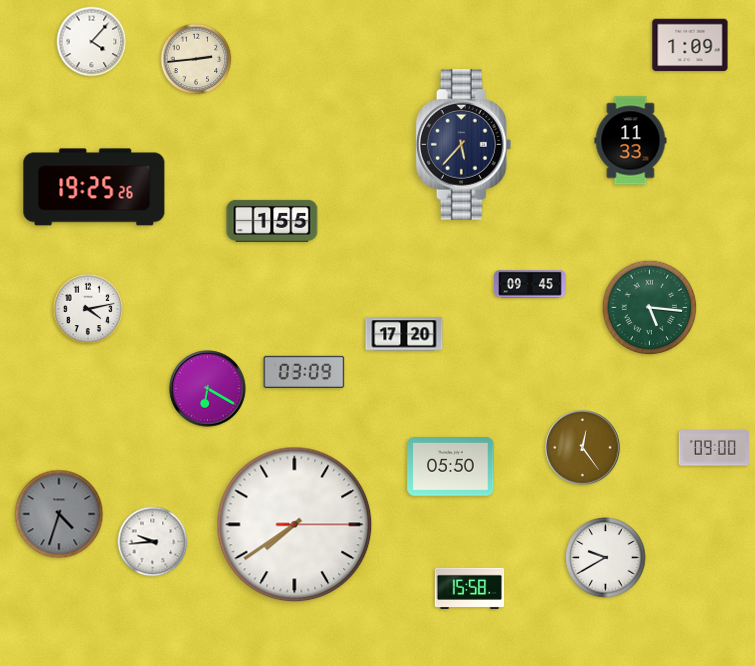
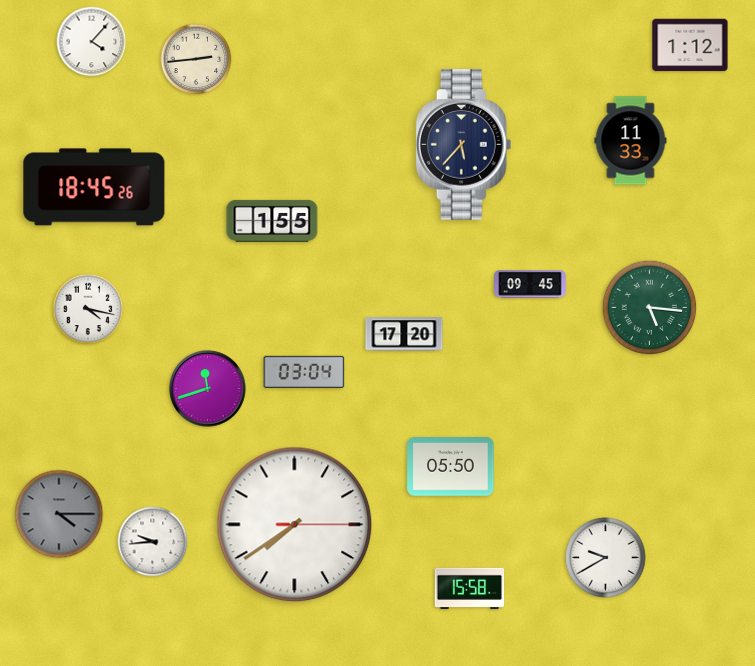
clock at (690, 45): 1:09 -> 1:12
clock at (94, 187): 19:25 -> 18:45
clock at (88, 309): 4:13 -> 4:17
clock at (304, 372): 03:09 -> 03:04
clock at (208, 389): 6:20 -> 11:42
clock at (583, 448): 12:24 -> none
clock at (714, 448): 09:00 -> none
clock at (59, 514): 4:33 -> 4:15
